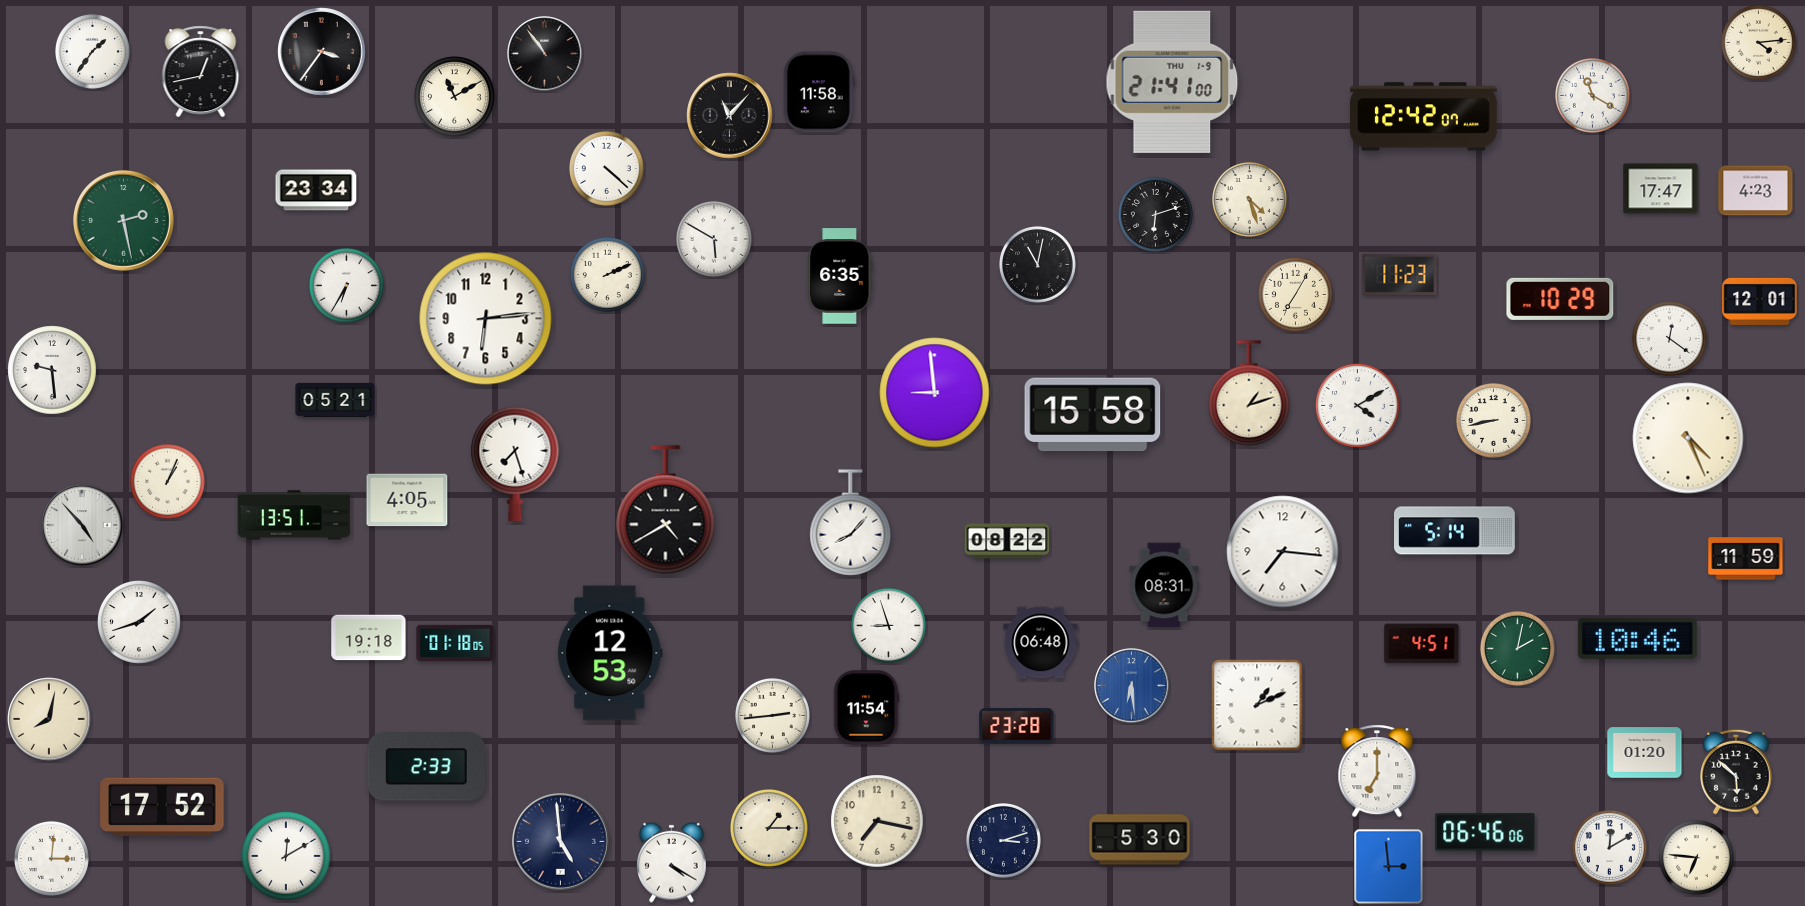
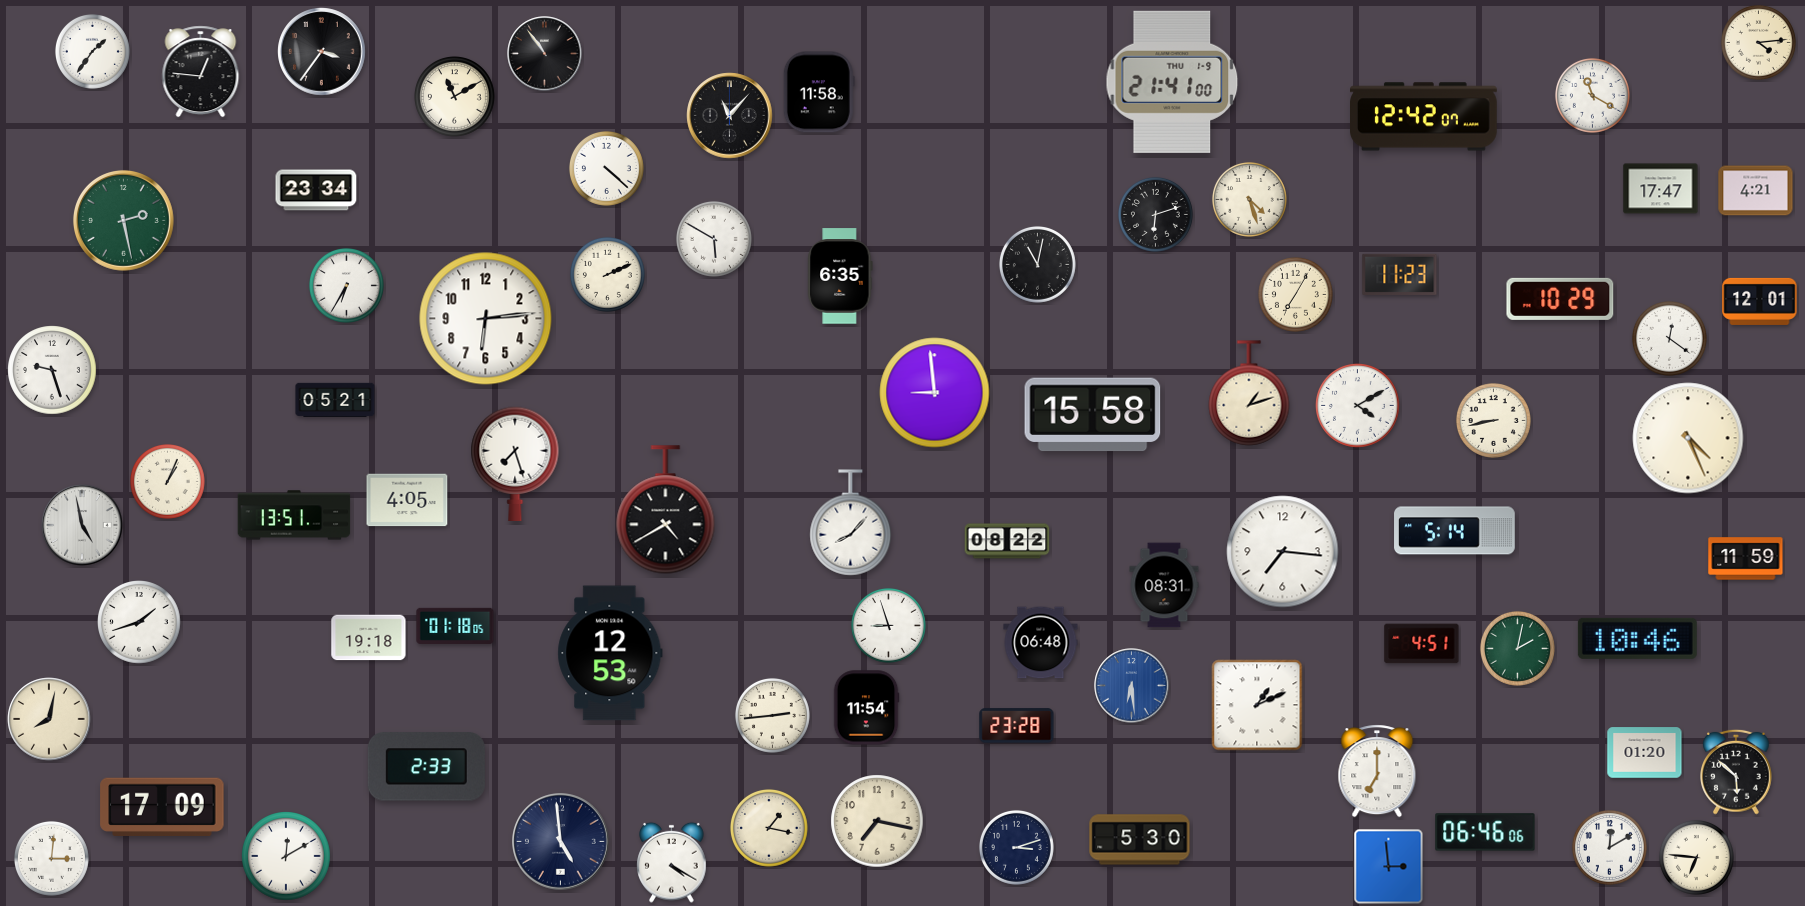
clock at (201, 72): 12:43 -> 12:46
clock at (1756, 191): 4:23 -> 4:21
clock at (52, 370): 9:29 -> 9:27
clock at (82, 525): 4:53 -> 4:58
clock at (455, 643) position: (455, 643) -> (455, 626)
clock at (162, 806): 17:52 -> 17:09
clock at (769, 828): 1:15 -> 1:17
clock at (1003, 840) position: (1003, 840) -> (1016, 847)
